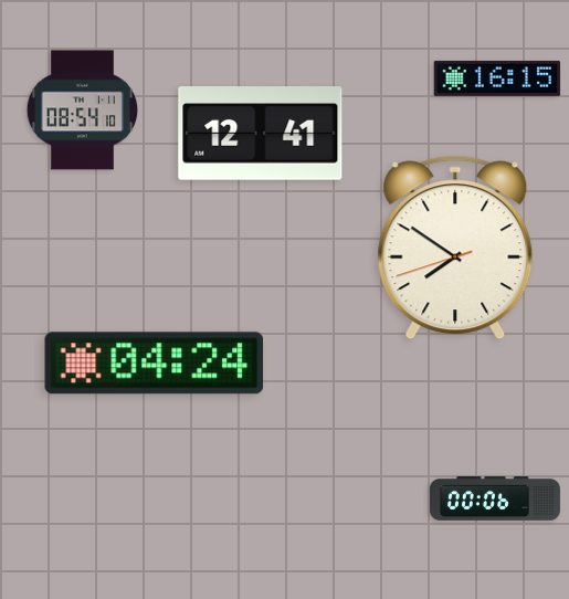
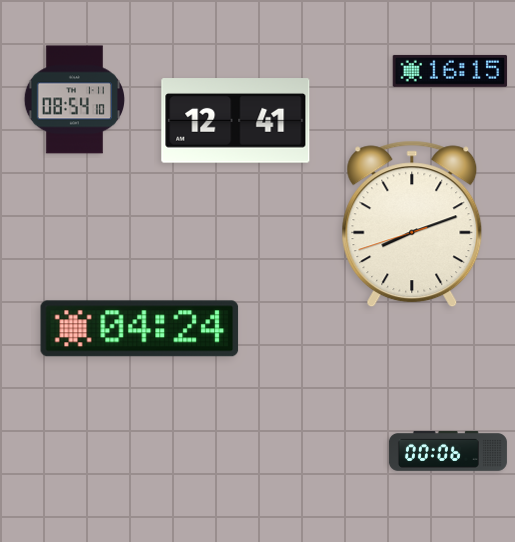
clock at (455, 248): 7:50 -> 8:11
